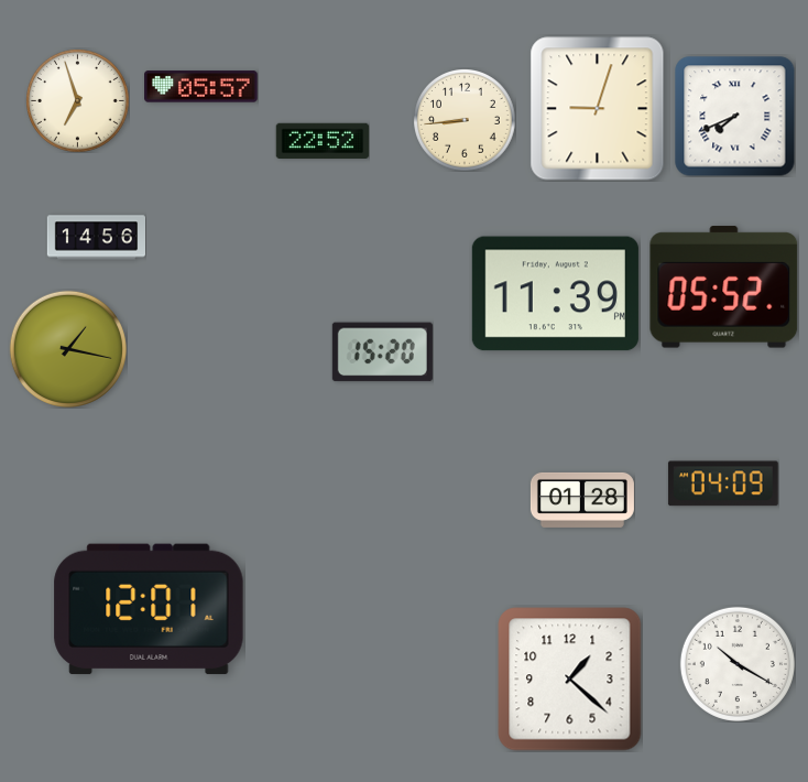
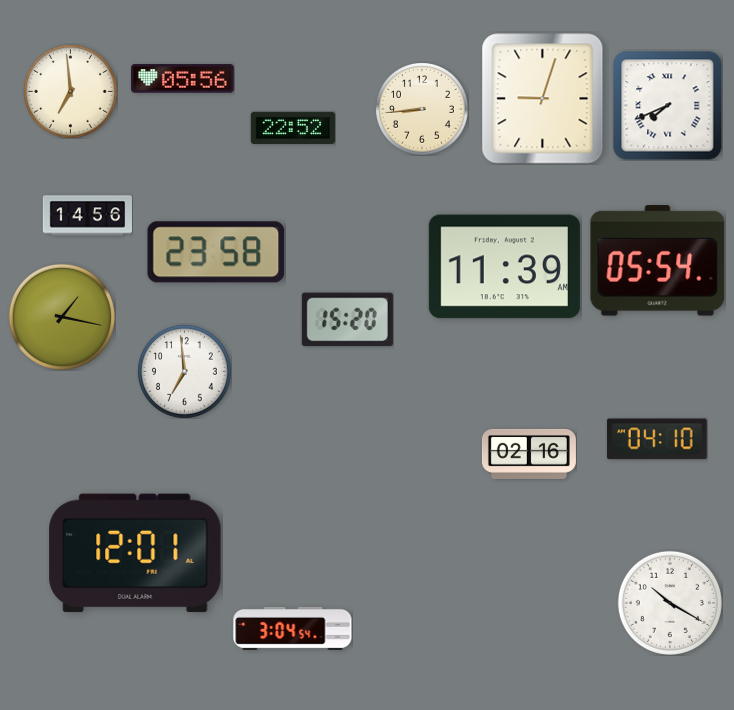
clock at (201, 87): 05:57 -> 05:56
clock at (78, 101): 6:57 -> 6:59
clock at (216, 252): none -> 23:58
clock at (724, 287): 05:52 -> 05:54
clock at (555, 294): 11:39 PM -> 11:39 AM
clock at (185, 372): none -> 6:59
clock at (723, 484): 04:09 -> 04:10
clock at (582, 500): 01:28 -> 02:16
clock at (570, 680): 1:22 -> none
clock at (293, 628): none -> 3:04
